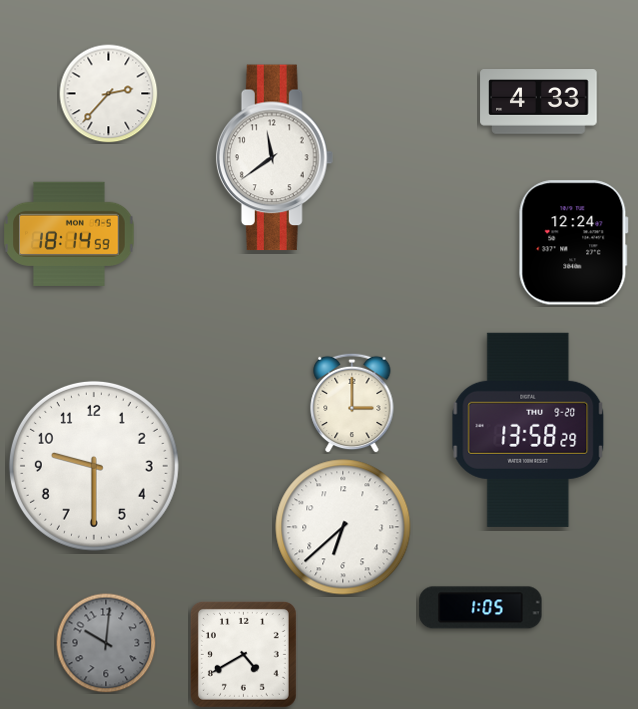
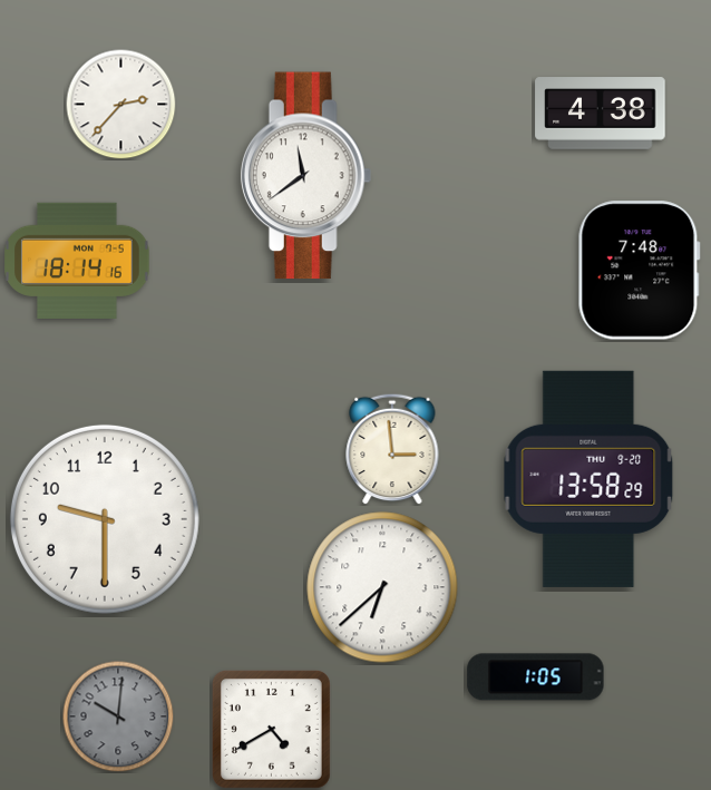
clock at (539, 102): 4:33 -> 4:38
clock at (69, 234): 18:14:59 -> 18:14:16
clock at (573, 243): 12:24 -> 7:48
clock at (352, 403): 3:00 -> 2:59
